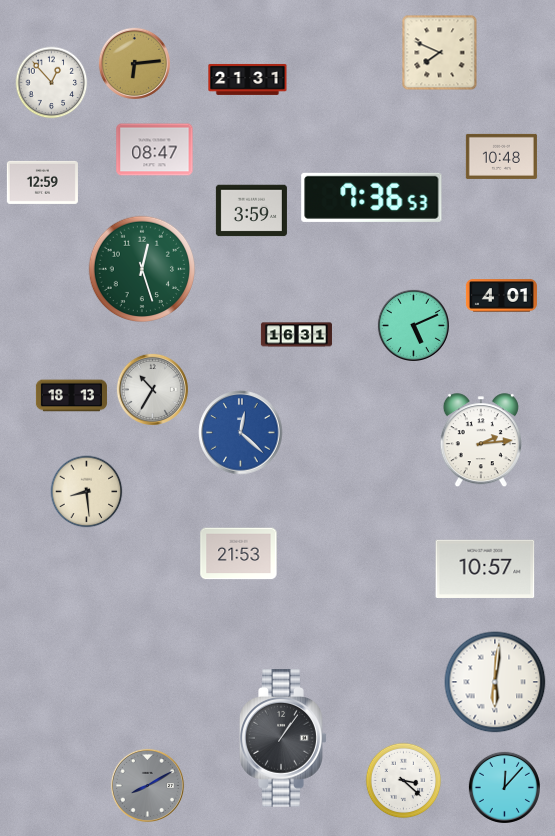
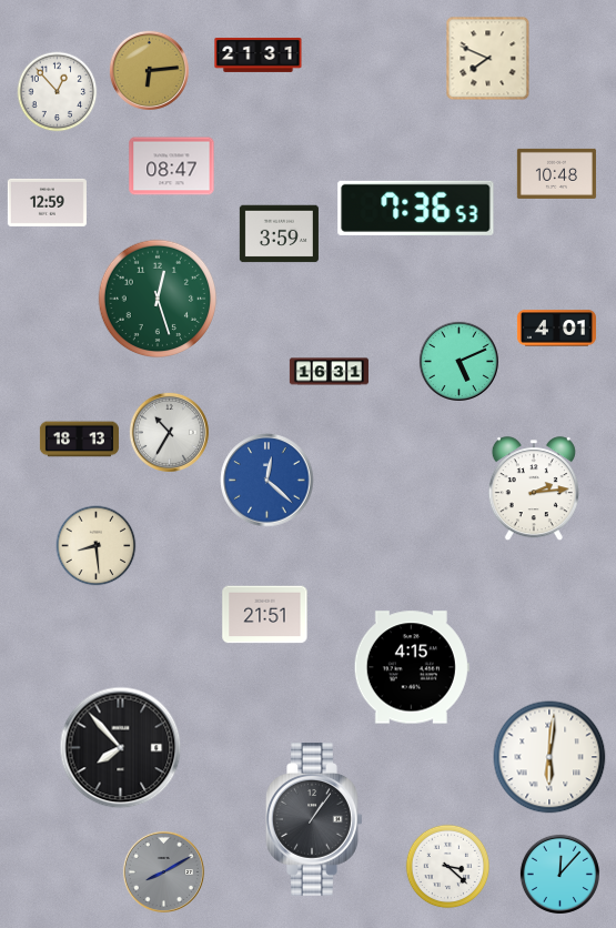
clock at (248, 79) position: (248, 79) -> (259, 54)
clock at (372, 197) position: (372, 197) -> (416, 208)
clock at (239, 554): 21:53 -> 21:51
clock at (485, 569): 10:57 -> none
clock at (412, 667): none -> 4:15
clock at (121, 748): none -> 7:53
